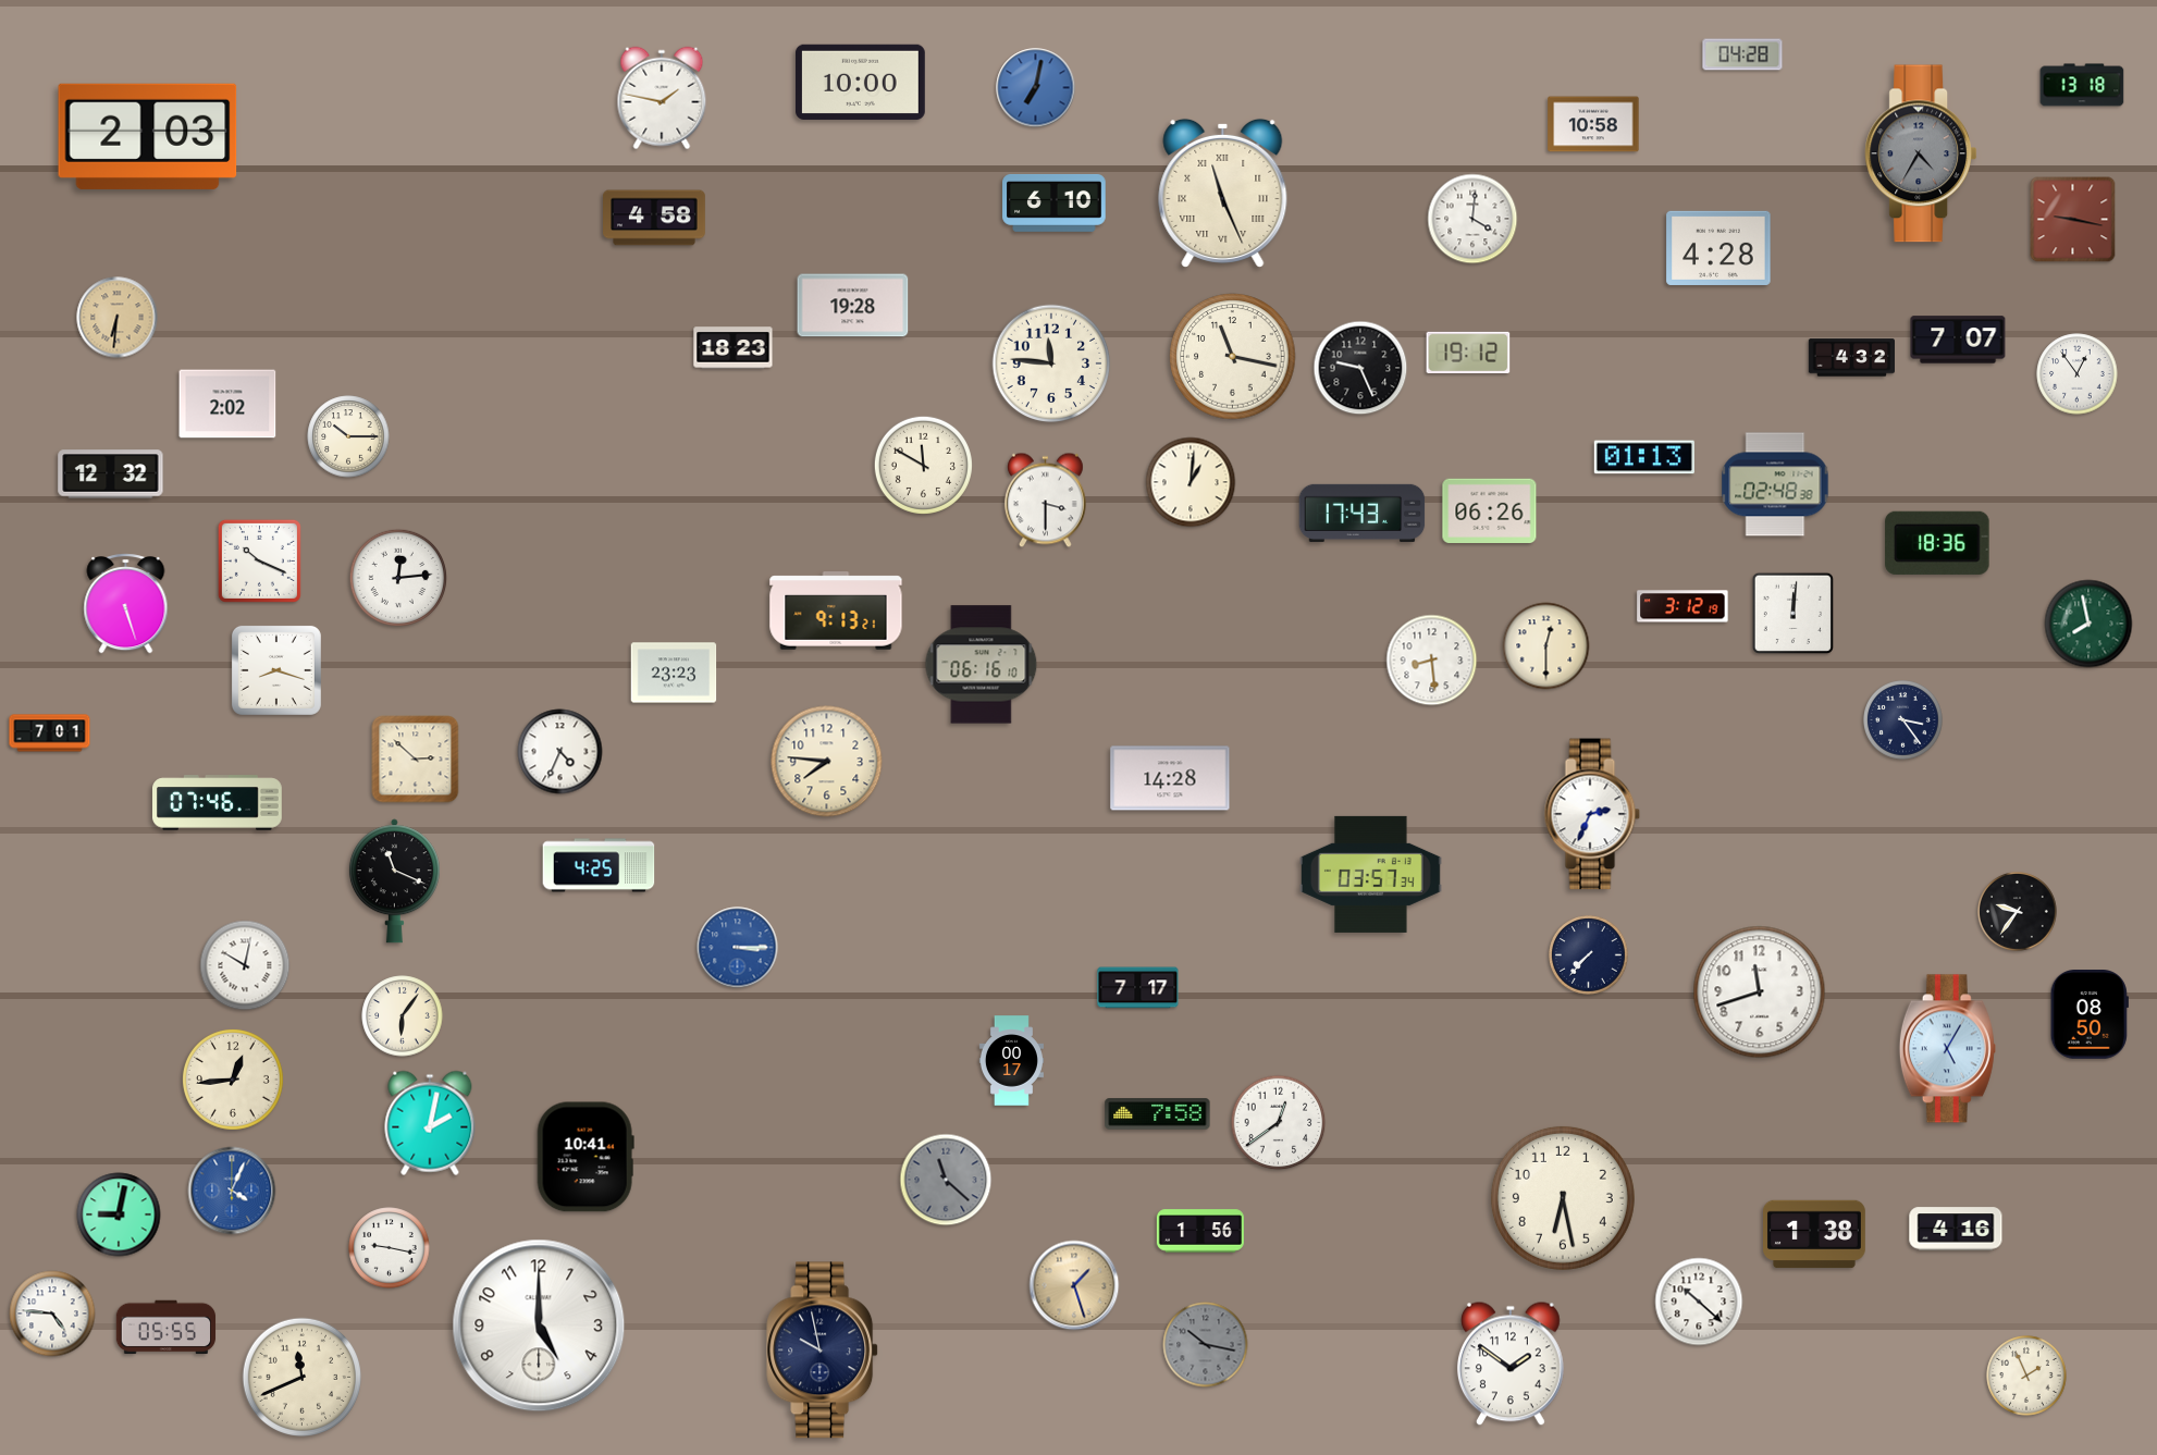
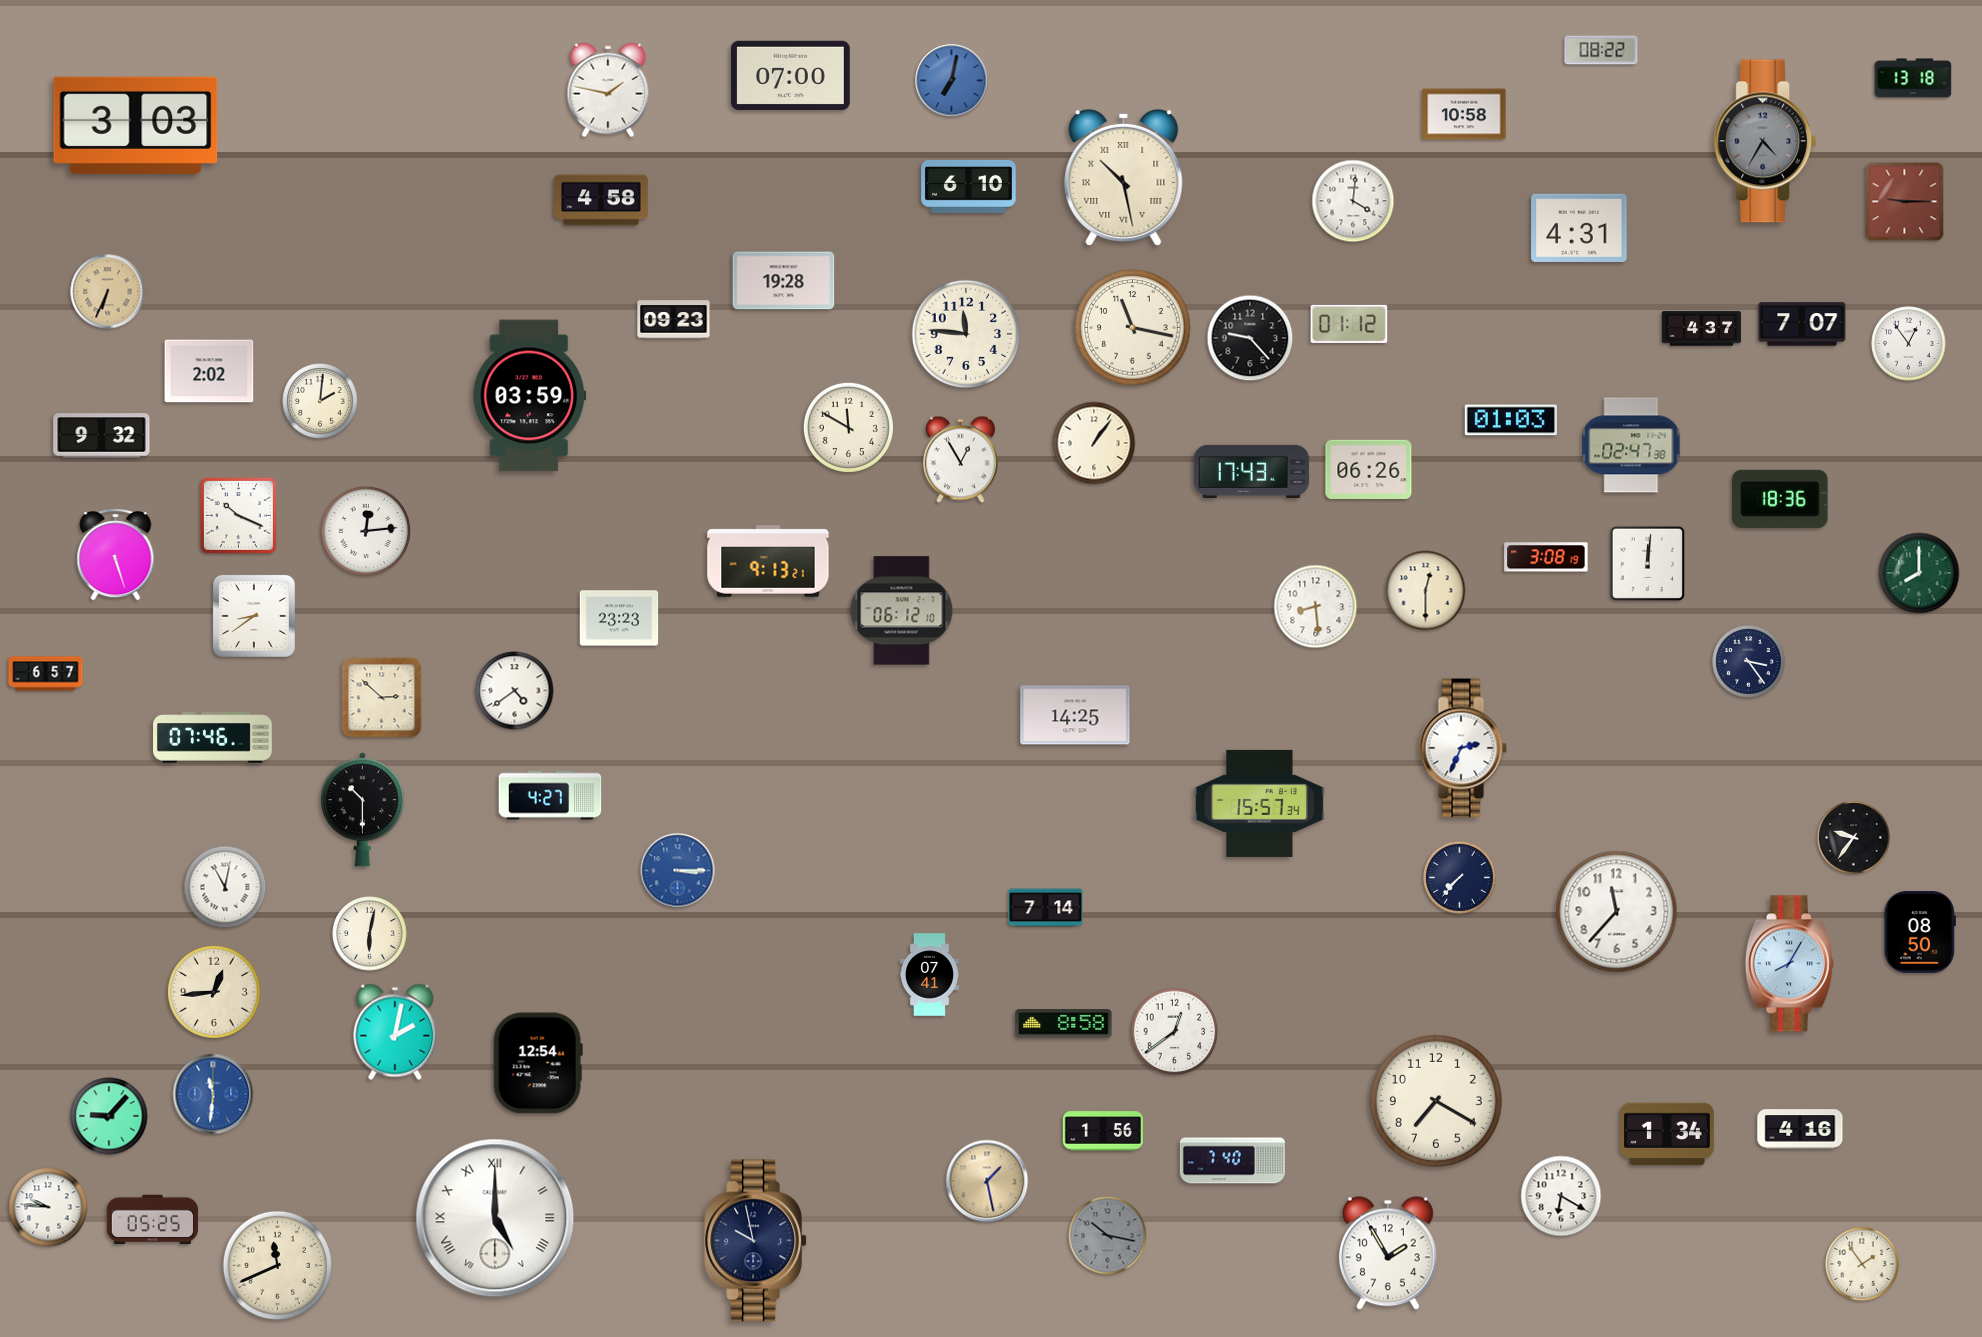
clock at (1742, 54): 04:28 -> 08:22
clock at (860, 82): 10:00 -> 07:00
clock at (148, 136): 2:03 -> 3:03
clock at (1223, 193): 11:26 -> 10:28
clock at (2073, 220): 9:17 -> 9:15
clock at (1718, 248): 4:28 -> 4:31
clock at (118, 318): 6:31 -> 6:34
clock at (1958, 340) position: (1958, 340) -> (1802, 324)
clock at (734, 348): 18:23 -> 09:23
clock at (1468, 352): 19:12 -> 01:12
clock at (1851, 358): 4:32 -> 4:37
clock at (1360, 368): 9:26 -> 9:23
clock at (530, 396): none -> 03:59
clock at (348, 436): 10:15 -> 2:01
clock at (1644, 457): 01:13 -> 01:03
clock at (111, 474): 12:32 -> 9:32
clock at (1191, 482): 1:01 -> 1:06
clock at (1775, 484): 02:48 -> 02:47
clock at (1046, 501): 3:30 -> 12:55
clock at (1683, 606): 3:12 -> 3:08
clock at (2088, 624): 7:58 -> 8:00
clock at (1546, 646) position: (1546, 646) -> (1426, 591)
clock at (982, 665): 06:16 -> 06:12
clock at (276, 670): 8:18 -> 8:39
clock at (50, 733): 7:01 -> 6:57
clock at (560, 752): 4:34 -> 4:39
clock at (827, 762): 7:46 -> none
clock at (1170, 778): 14:28 -> 14:25
clock at (218, 803) position: (218, 803) -> (213, 738)
clock at (599, 865): 4:25 -> 4:27
clock at (1370, 874): 03:57 -> 15:57
clock at (394, 881): 11:19 -> 10:30
clock at (245, 965): 10:02 -> 11:02
clock at (1138, 988): 7:17 -> 7:14
clock at (1760, 992): 11:42 -> 11:37
clock at (403, 1016): 6:06 -> 6:02
clock at (1947, 1049): 5:05 -> 8:05
clock at (1011, 1061): 00:17 -> 07:41
clock at (1158, 1114): 7:58 -> 8:58
clock at (586, 1157): 10:41 -> 12:54
clock at (946, 1180): 11:22 -> none
clock at (232, 1191): 4:04 -> 11:31
clock at (1563, 1198): 6:28 -> 7:20
clock at (119, 1214): 9:02 -> 9:07
clock at (1956, 1229) position: (1956, 1229) -> (1800, 1129)
clock at (1815, 1234): 1:38 -> 1:34
clock at (390, 1248): 9:17 -> none
clock at (1232, 1161): none -> 7:40
clock at (1074, 1285): 1:27 -> 1:28
clock at (1699, 1302): 10:22 -> 6:20
clock at (52, 1314): 4:46 -> 9:46
clock at (539, 1325) numerals: Arabic -> Roman
clock at (167, 1328): 05:55 -> 05:25
clock at (1511, 1364): 1:51 -> 1:55
clock at (2026, 1376): 1:56 -> 1:54
